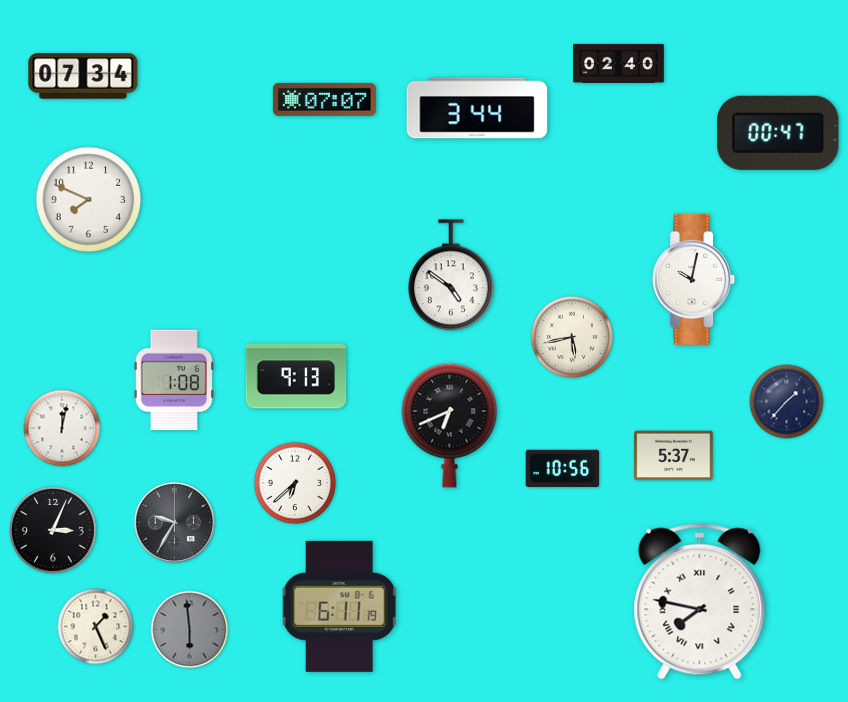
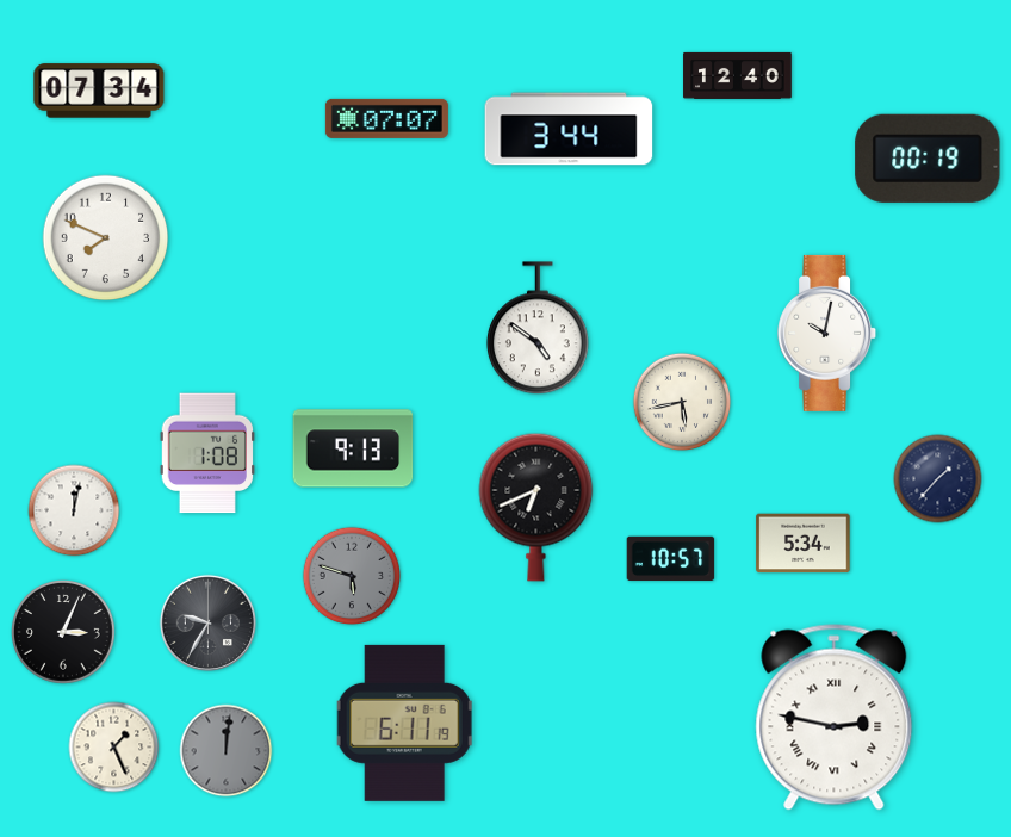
clock at (619, 63): 02:40 -> 12:40
clock at (778, 133): 00:47 -> 00:19
clock at (674, 456): 5:37 -> 5:34
clock at (563, 468): 10:56 -> 10:57
clock at (295, 483): 6:38 -> 5:48
clock at (295, 483) dial: white -> grey
clock at (700, 602): 7:47 -> 2:47
clock at (190, 630): 5:59 -> 12:01
